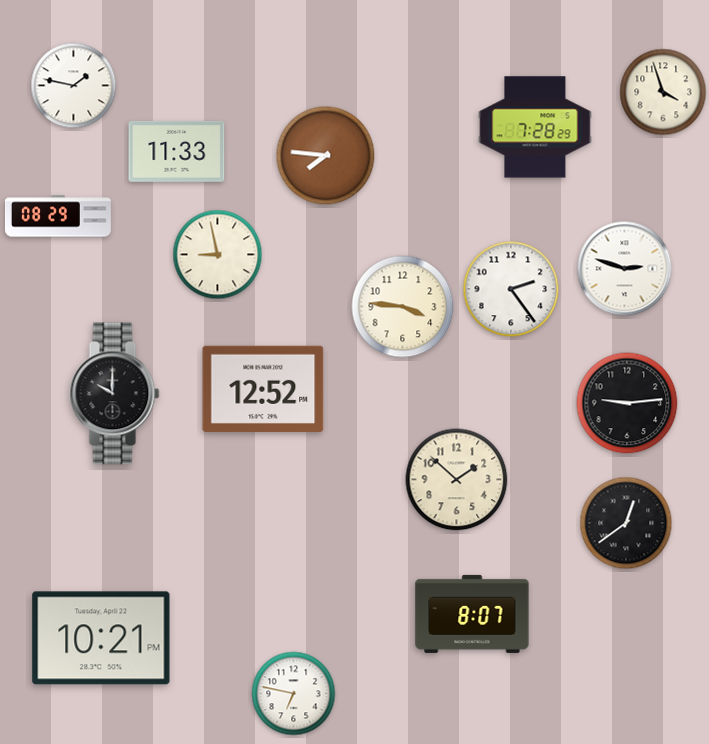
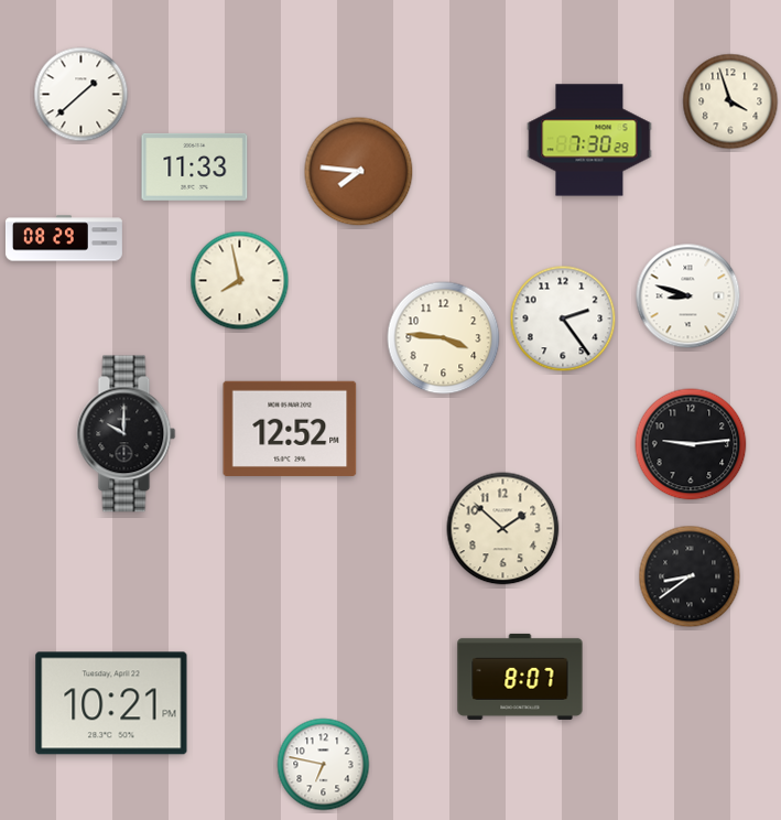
clock at (74, 86): 1:47 -> 1:38
clock at (535, 127): 7:28 -> 7:30
clock at (218, 255): 8:58 -> 7:58
clock at (625, 269): 2:48 -> 8:48
clock at (626, 523): 12:39 -> 8:39
